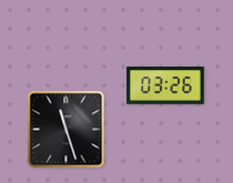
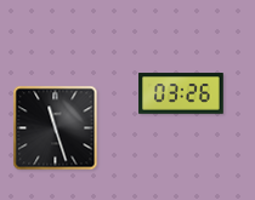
clock at (67, 130) position: (67, 130) -> (56, 128)
